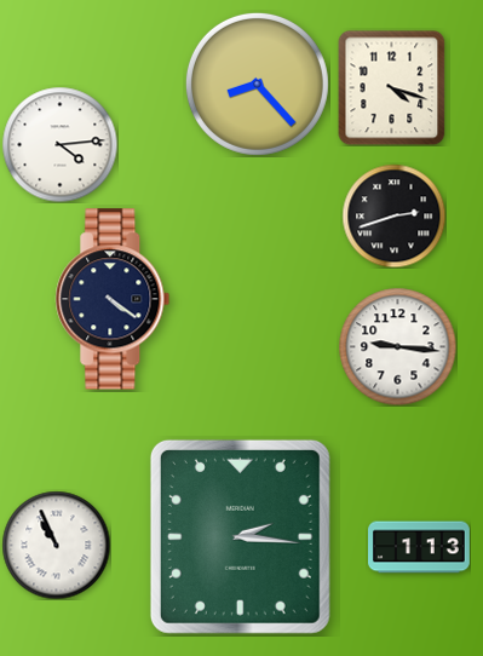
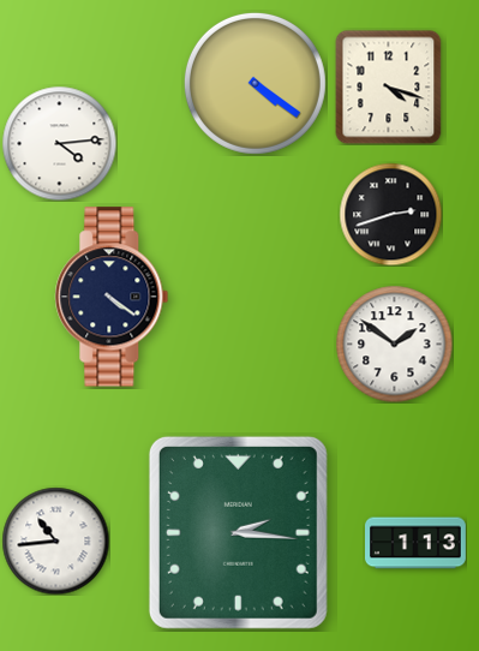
clock at (257, 84): 8:23 -> 4:21
clock at (397, 346): 9:16 -> 1:51
clock at (56, 545): 10:56 -> 10:44
